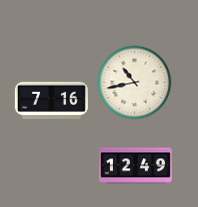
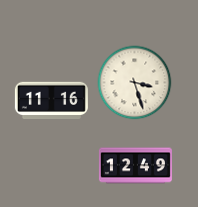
clock at (135, 83): 10:43 -> 3:27
clock at (51, 101): 7:16 -> 11:16
